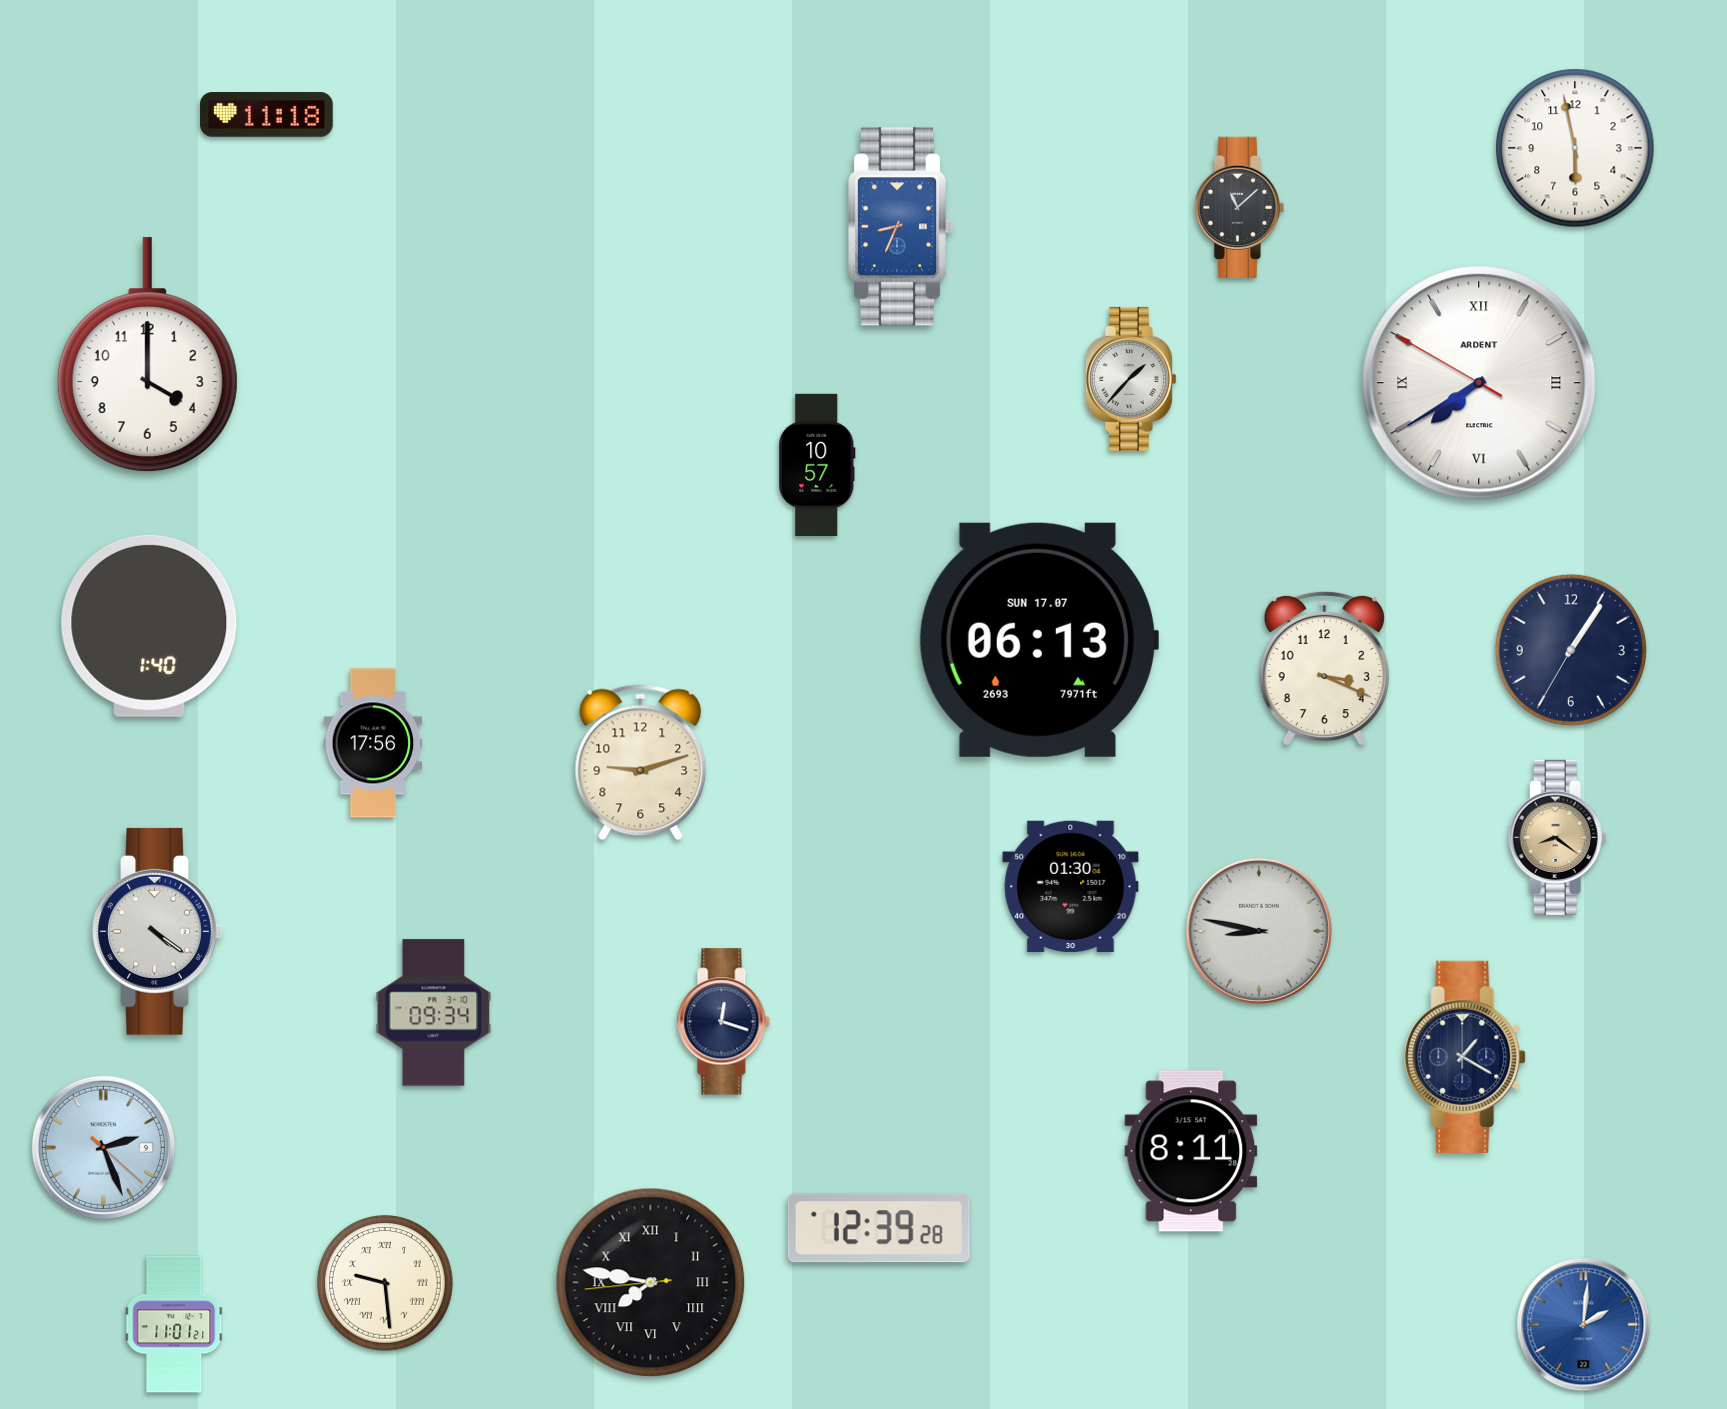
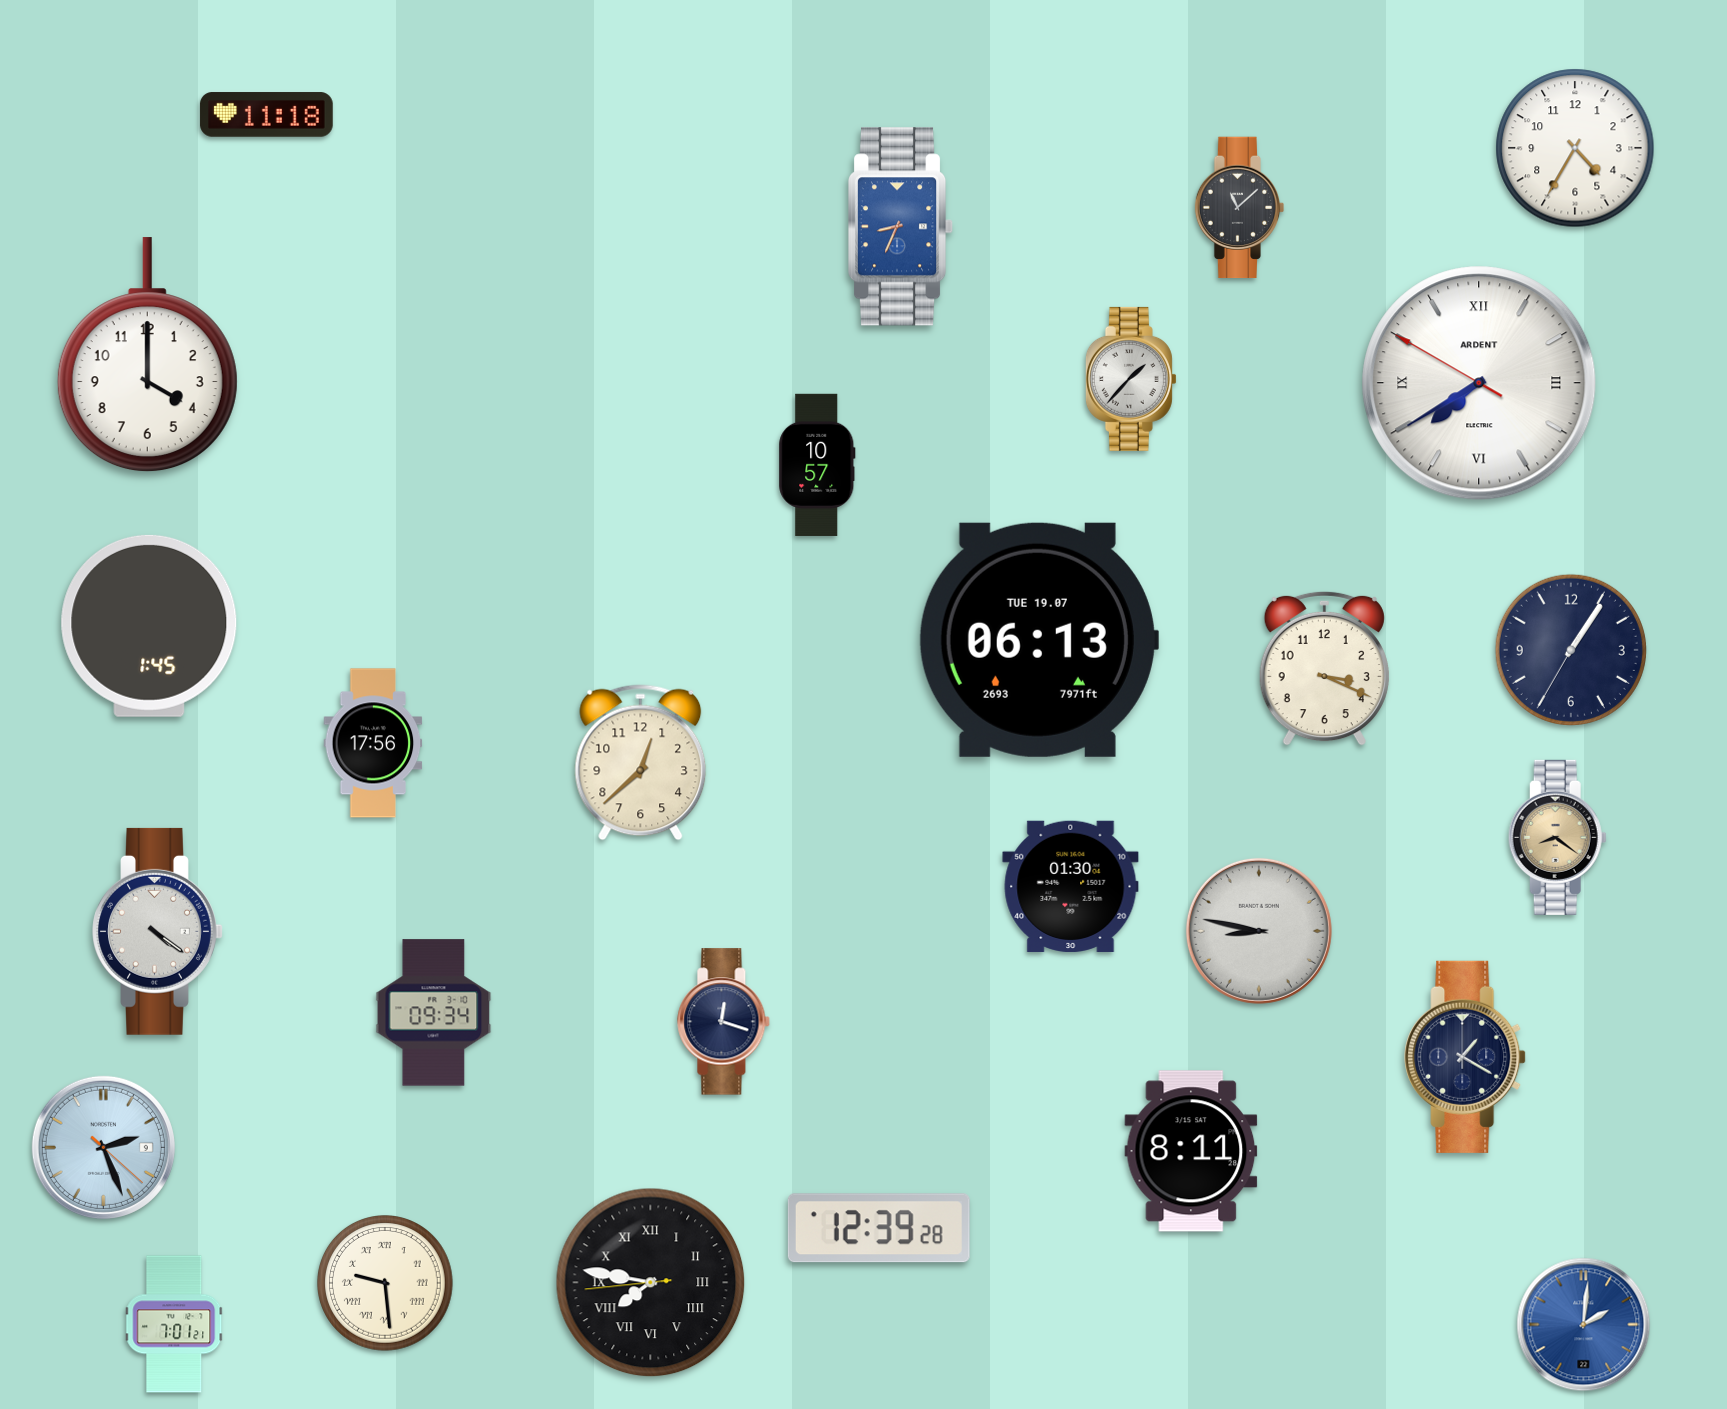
clock at (1575, 148): 5:58 -> 4:35
clock at (149, 626): 1:40 -> 1:45
clock at (1038, 640) date: SUN 17.07 -> TUE 19.07
clock at (641, 763): 9:12 -> 12:38
clock at (174, 1324): 11:01 -> 7:01
